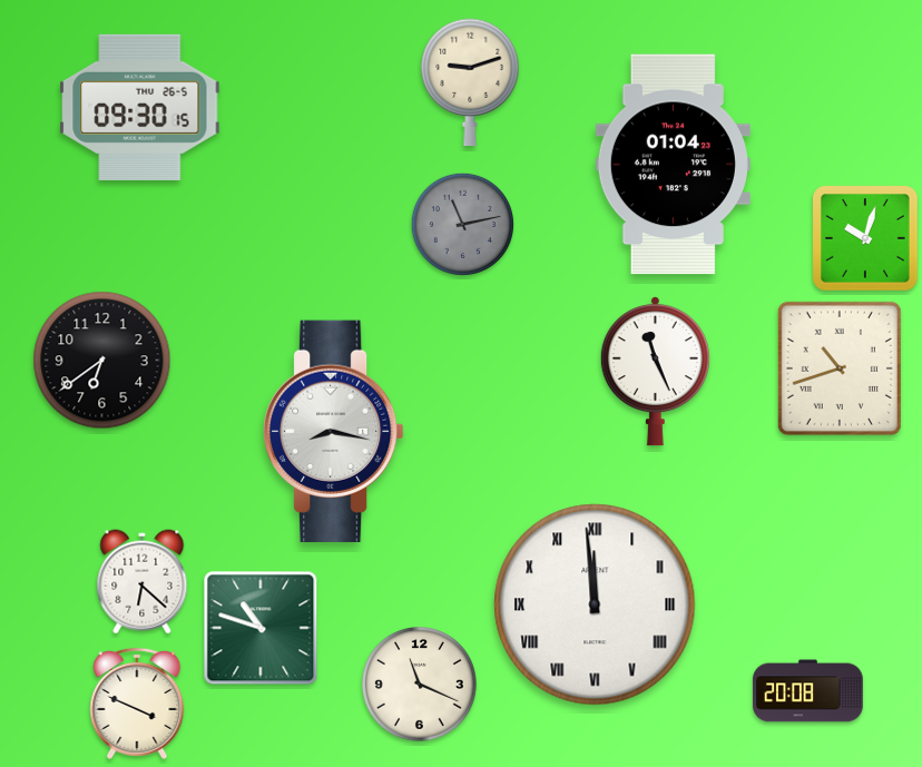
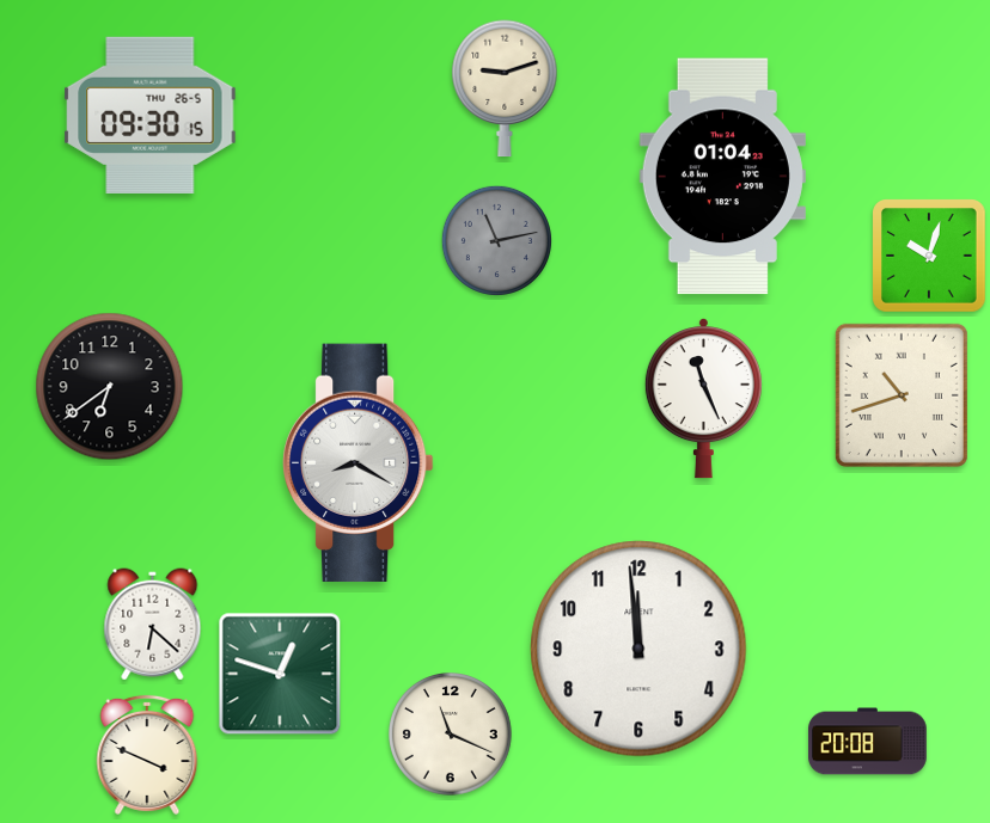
clock at (333, 431): 8:17 -> 8:20
clock at (595, 604) numerals: Roman -> Arabic
clock at (261, 628): 10:48 -> 12:48
